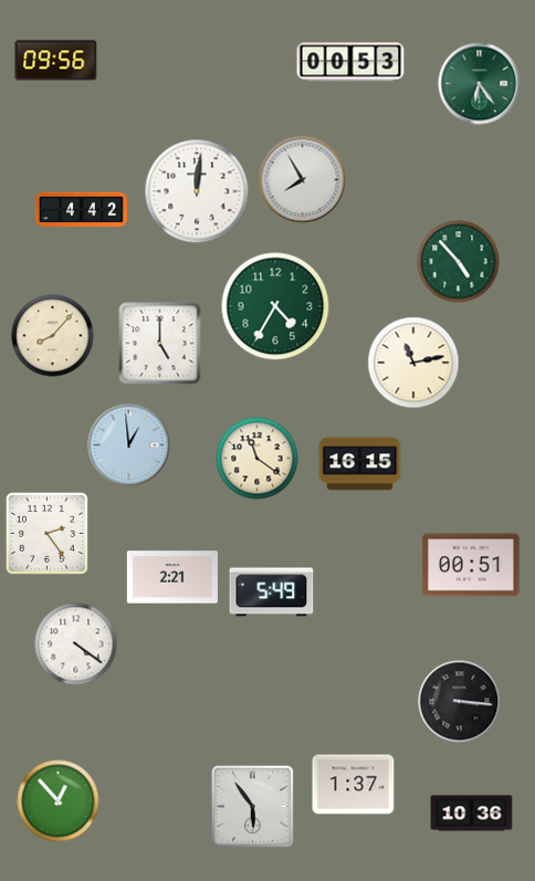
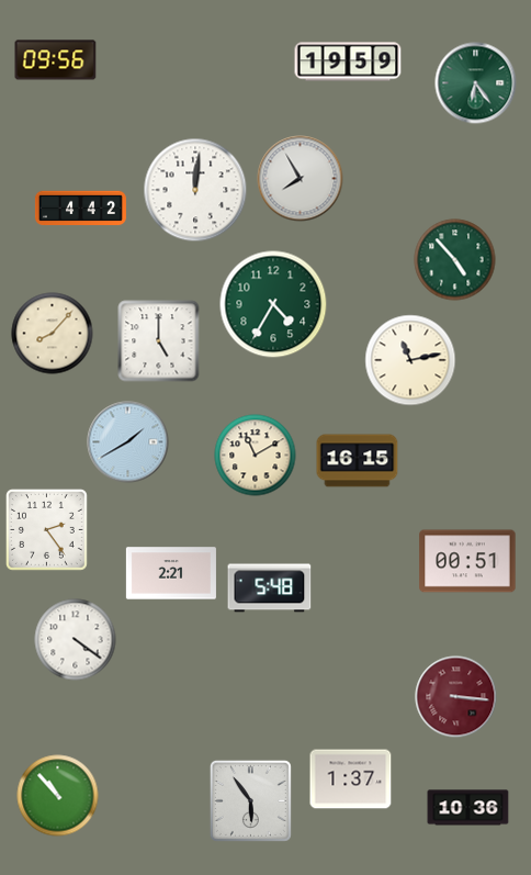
clock at (350, 62): 00:53 -> 19:59
clock at (129, 445): 12:59 -> 1:40
clock at (258, 459): 11:21 -> 11:10
clock at (272, 592): 5:49 -> 5:48
clock at (460, 702) dial: black -> burgundy
clock at (59, 801): 12:53 -> 10:53
